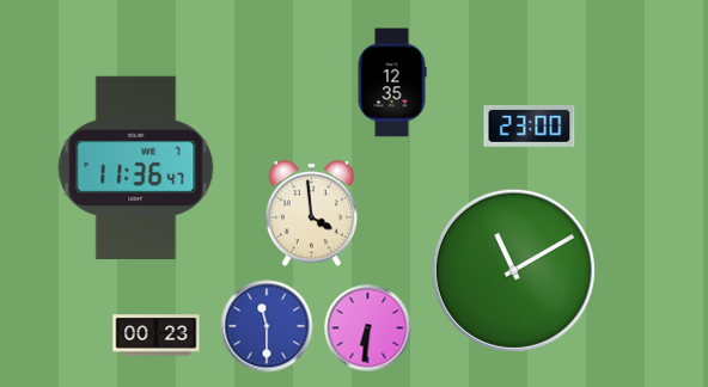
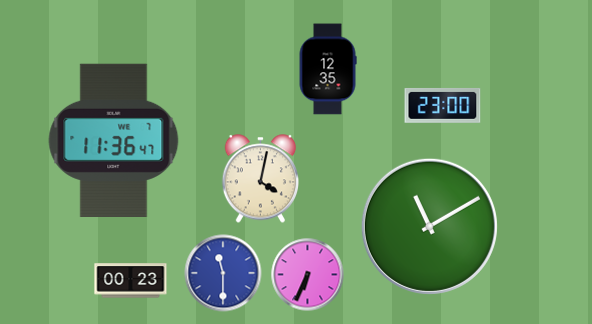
clock at (311, 214): 3:59 -> 4:02
clock at (368, 328): 6:31 -> 6:34
